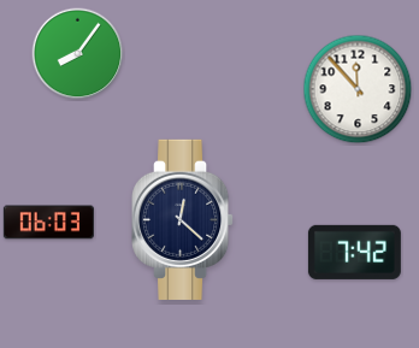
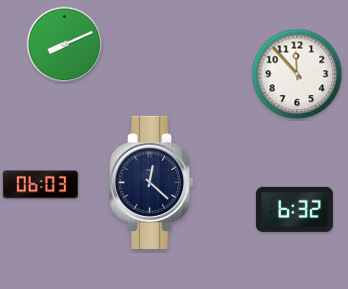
clock at (78, 54): 8:06 -> 8:11
clock at (354, 252): 7:42 -> 6:32
